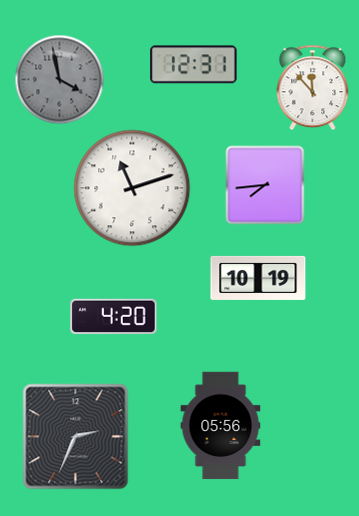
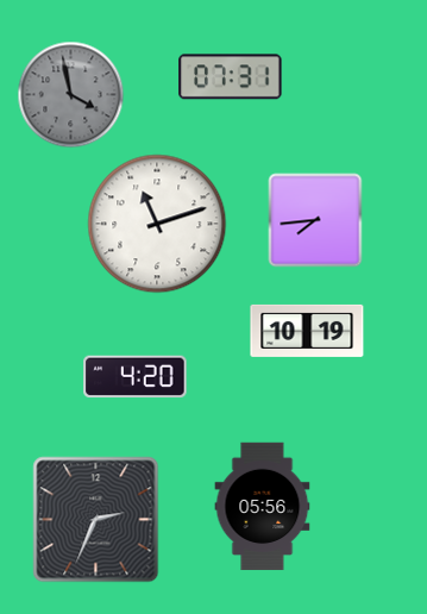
clock at (194, 65): 12:31 -> 07:31
clock at (313, 88): 11:53 -> none
clock at (76, 437) position: (76, 437) -> (96, 520)
